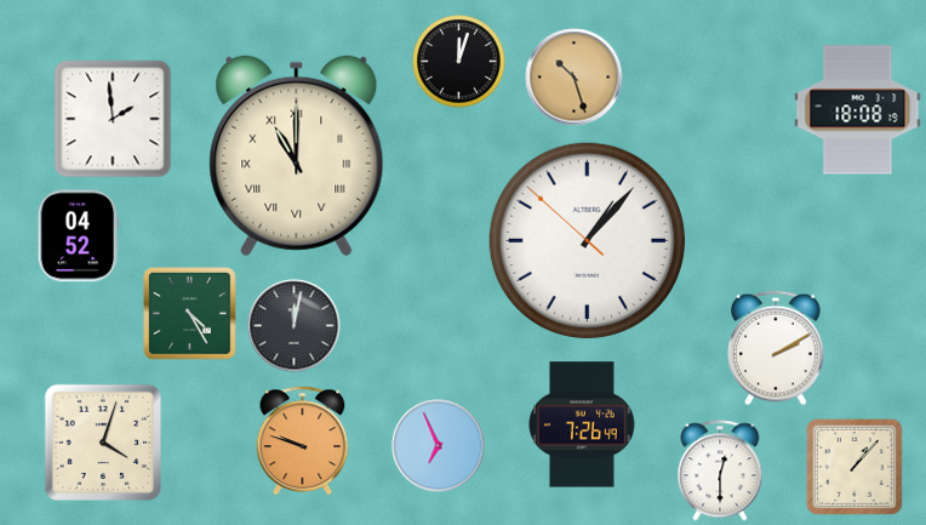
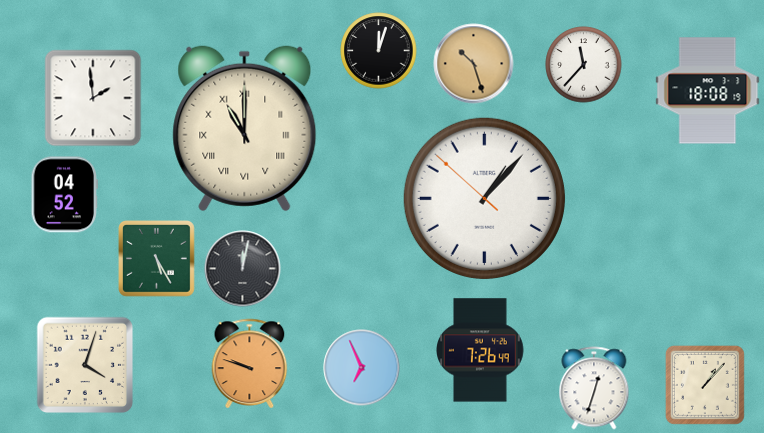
clock at (584, 65): none -> 11:37
clock at (190, 314): 4:25 -> 5:25
clock at (776, 348): 2:10 -> none
clock at (720, 470): 12:30 -> 12:33
